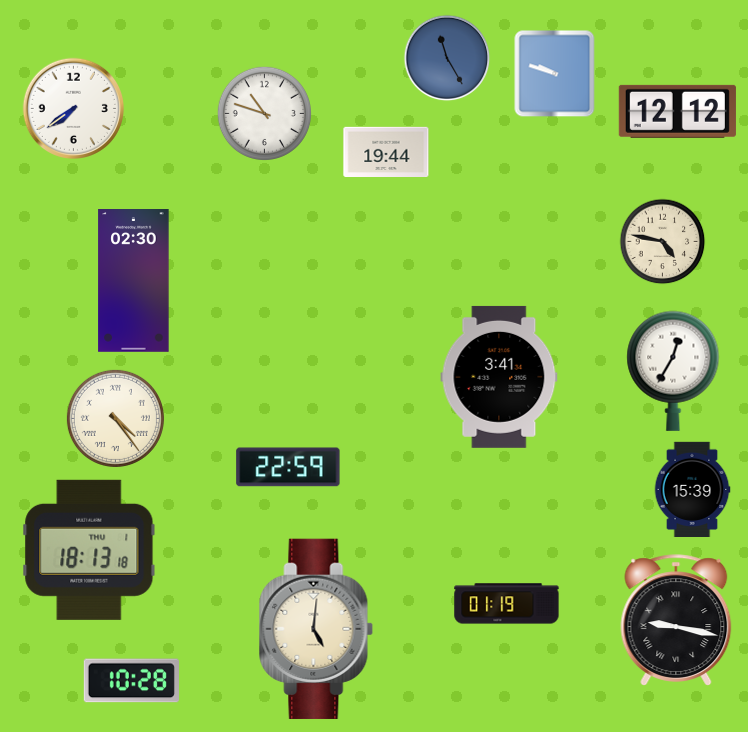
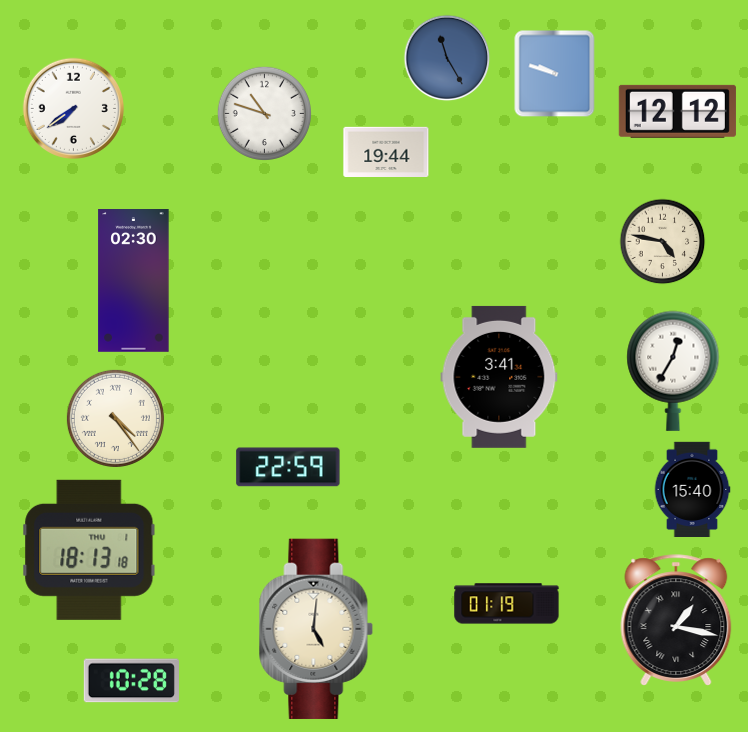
clock at (692, 489): 15:39 -> 15:40
clock at (676, 620): 9:17 -> 1:17
